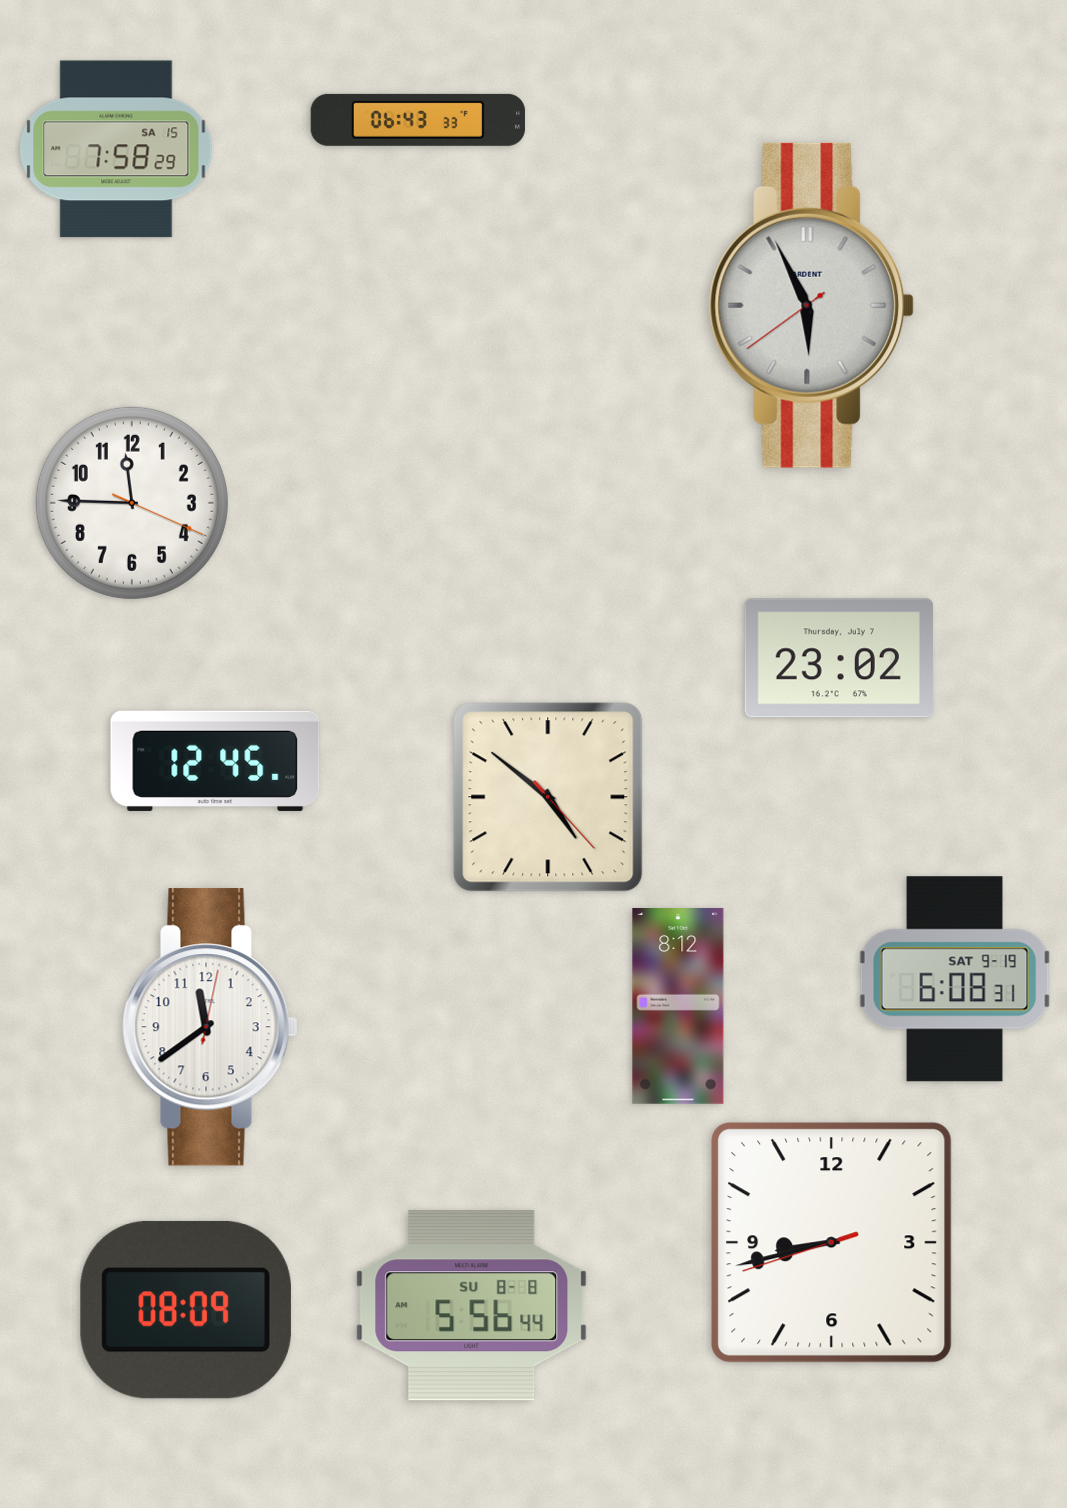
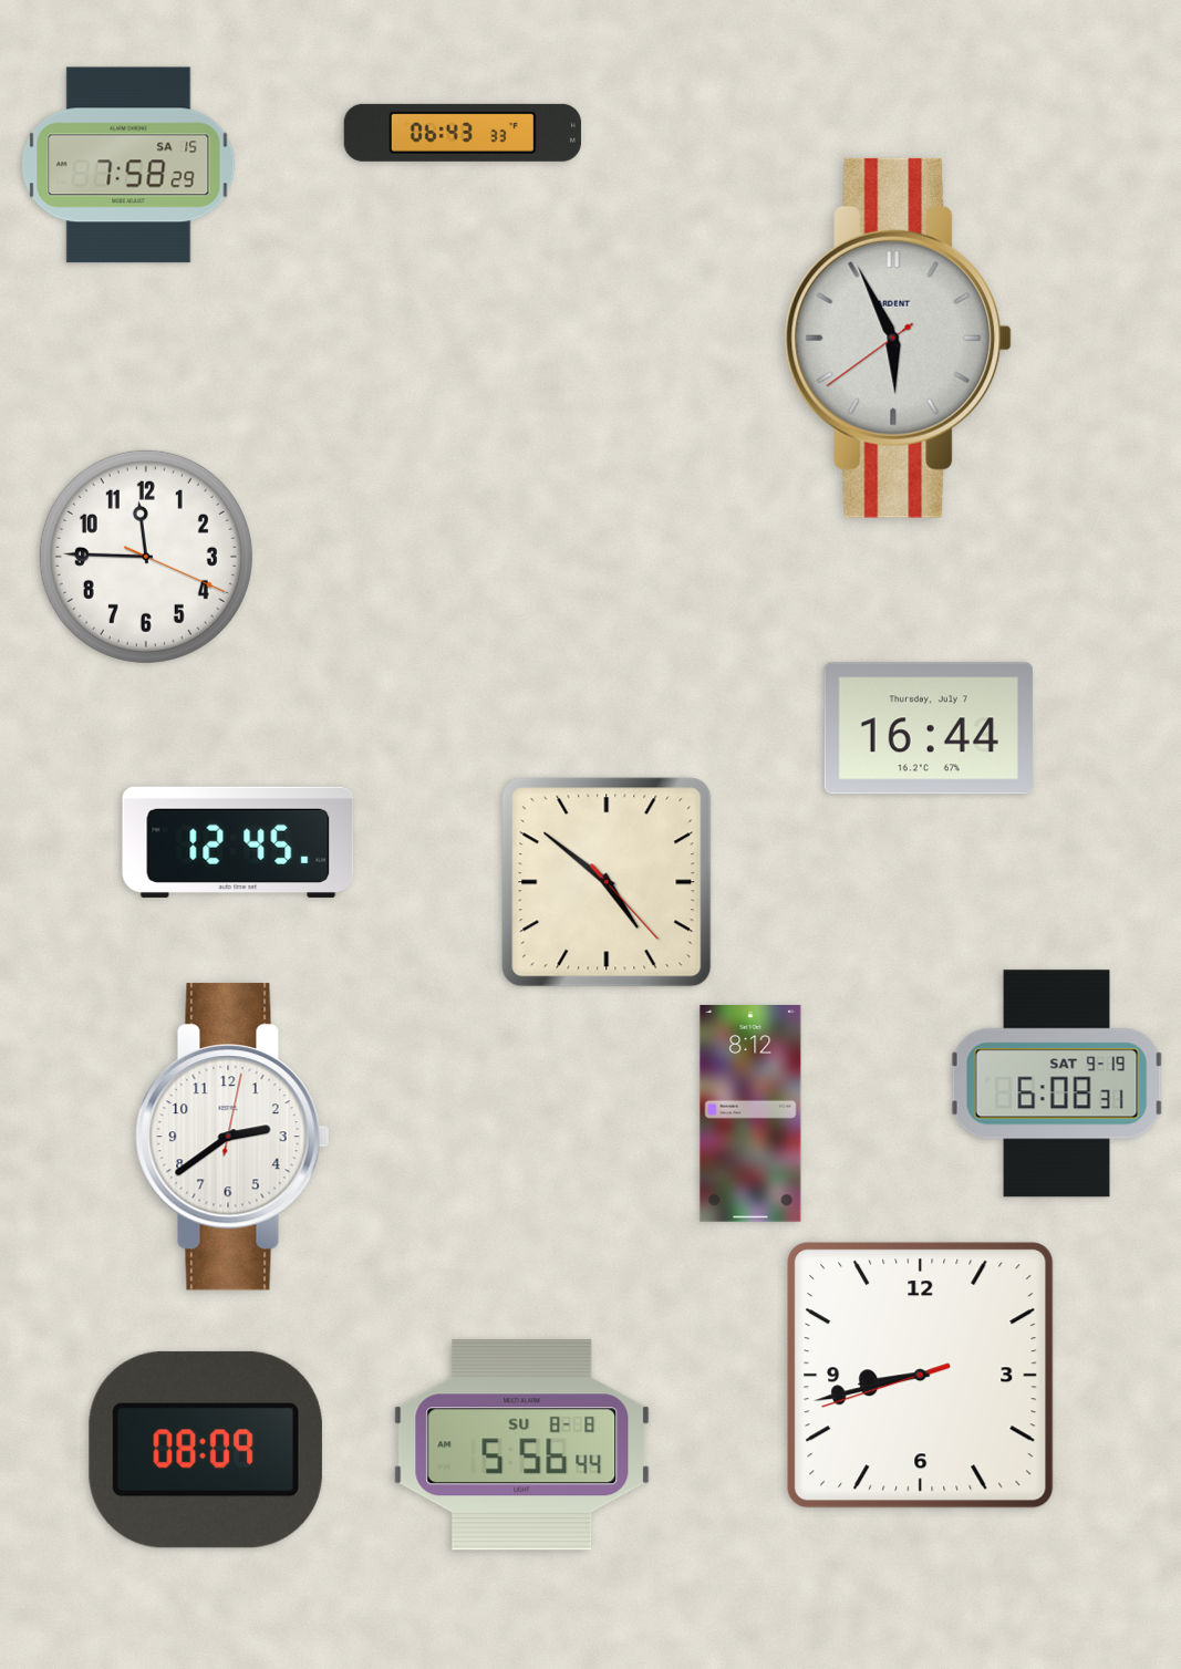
clock at (839, 658): 23:02 -> 16:44
clock at (210, 1027): 11:39 -> 2:39
